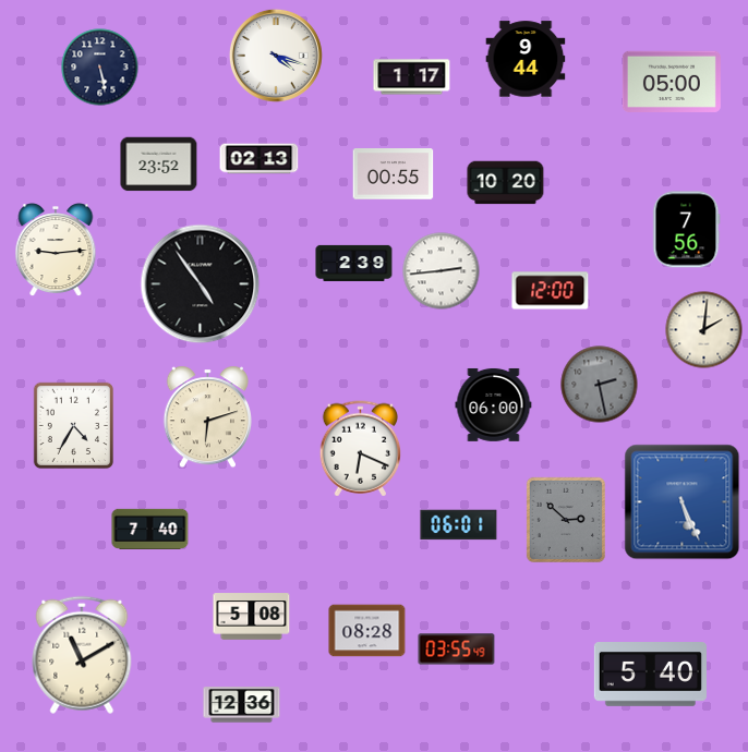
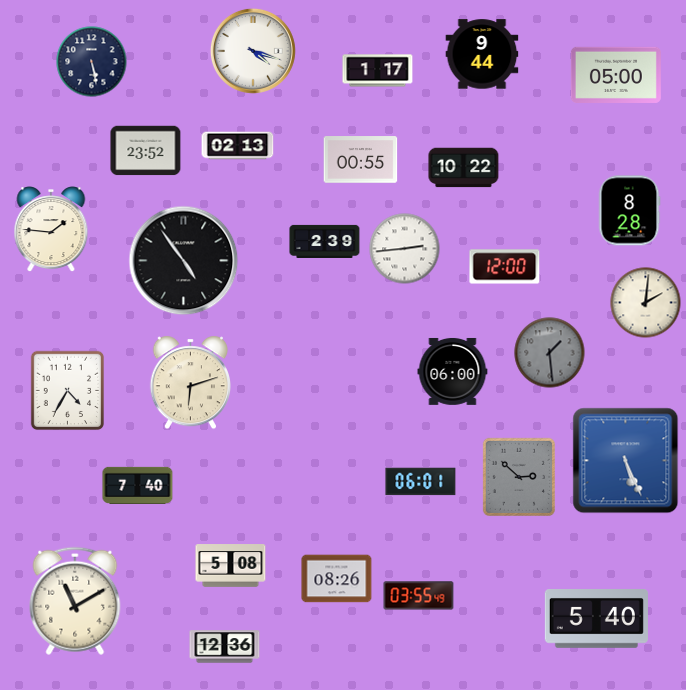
clock at (506, 183): 10:20 -> 10:22
clock at (686, 230): 7:56 -> 8:28
clock at (56, 251): 9:14 -> 1:46
clock at (600, 385): 2:28 -> 1:29
clock at (360, 449): 6:19 -> none
clock at (367, 631): 08:28 -> 08:26
clock at (242, 705) position: (242, 705) -> (225, 647)
